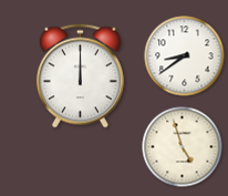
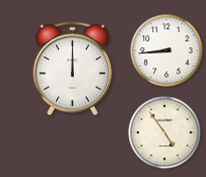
clock at (185, 56): 8:39 -> 8:44
clock at (183, 147): 4:57 -> 4:54
